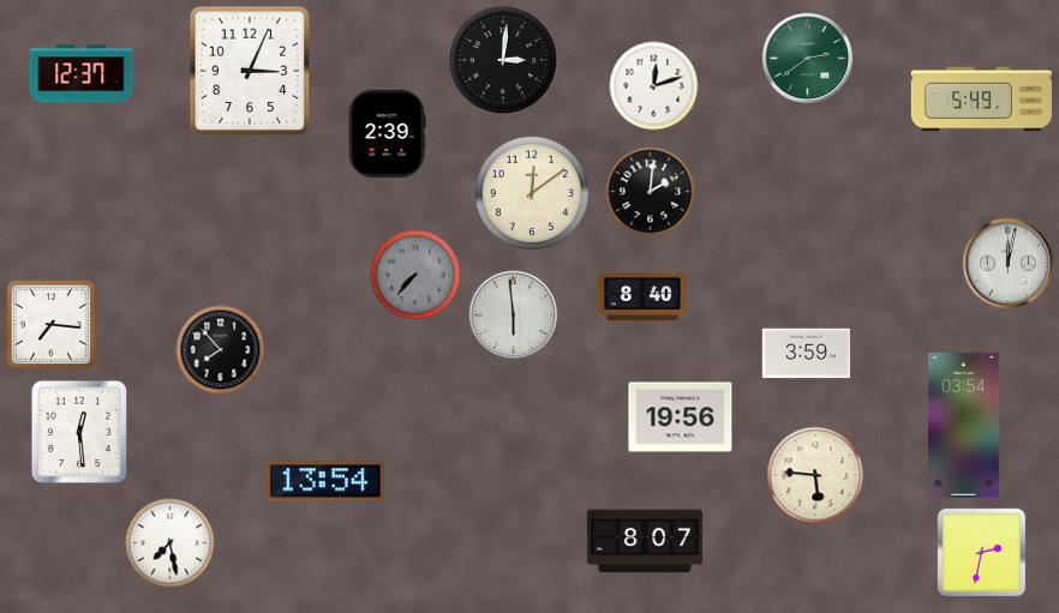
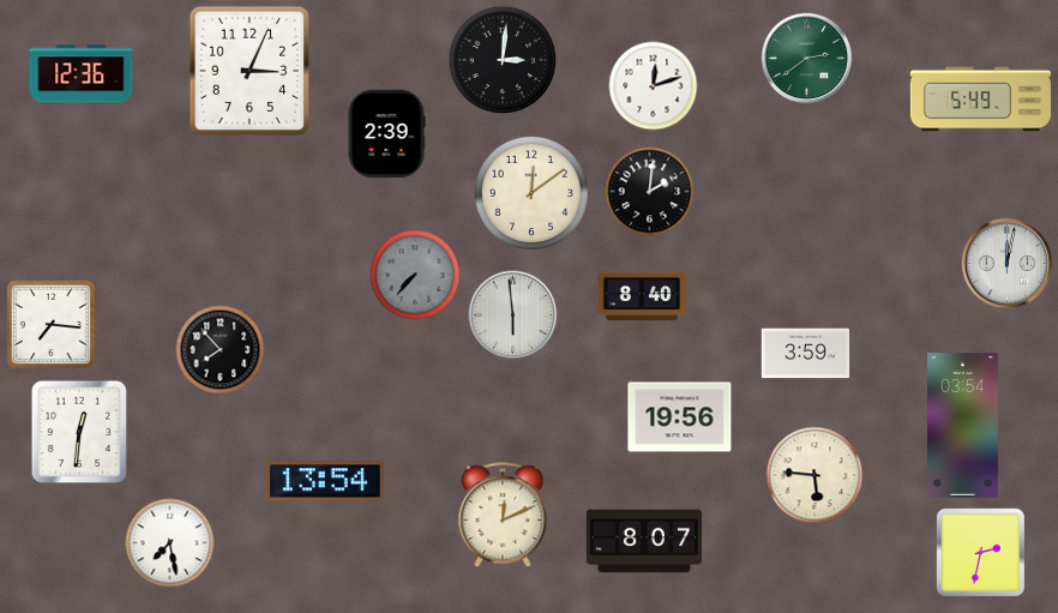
clock at (82, 74): 12:37 -> 12:36
clock at (78, 431): 12:29 -> 12:31
clock at (503, 516): none -> 12:11
